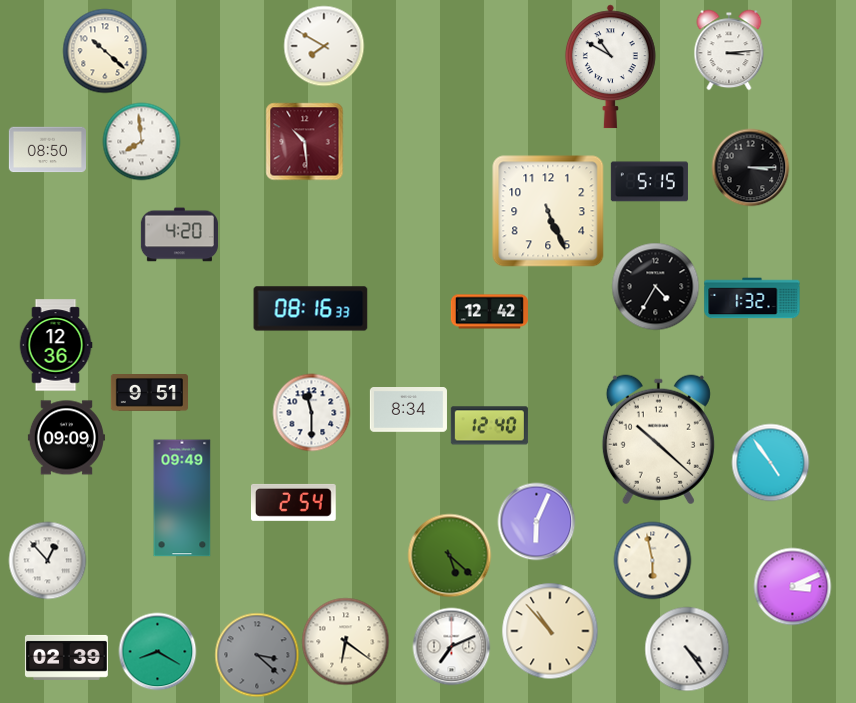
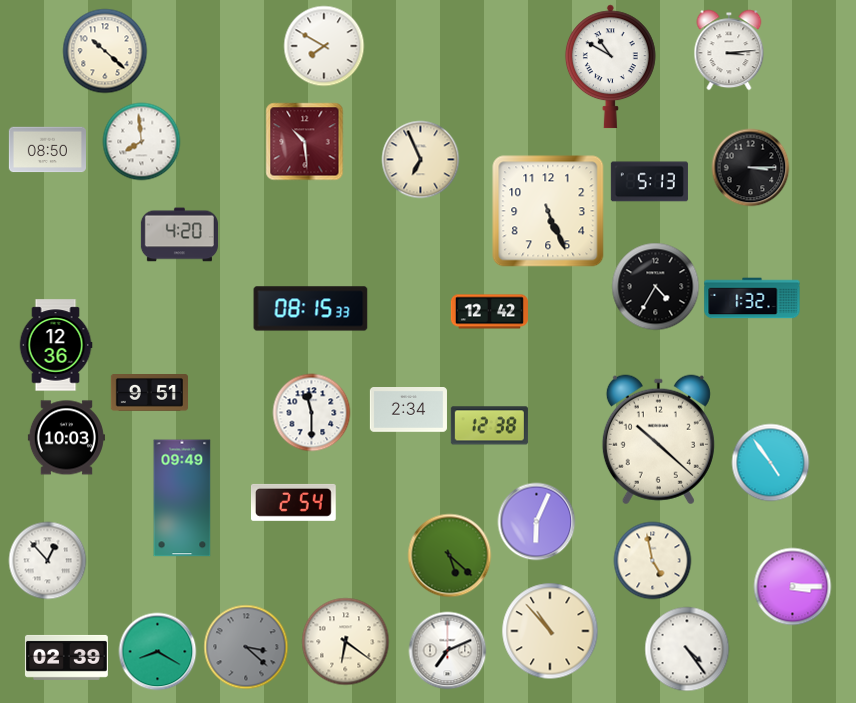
clock at (420, 159): none -> 6:56
clock at (649, 182): 5:15 -> 5:13
clock at (311, 309): 08:16 -> 08:15
clock at (408, 410): 8:34 -> 2:34
clock at (489, 426): 12:40 -> 12:38
clock at (66, 438): 09:09 -> 10:03
clock at (652, 560): 5:58 -> 4:58
clock at (792, 586): 3:11 -> 3:15
clock at (451, 646) position: (451, 646) -> (447, 650)
clock at (257, 655) position: (257, 655) -> (246, 647)
